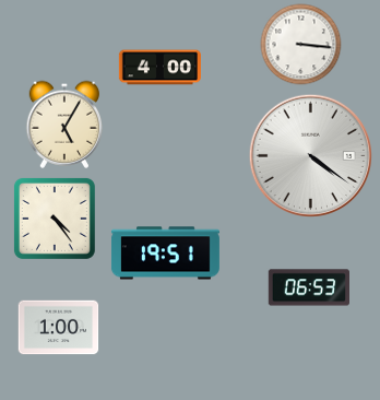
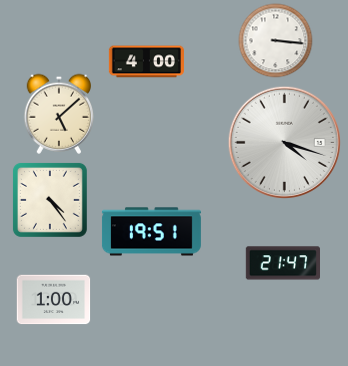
clock at (63, 125): 5:05 -> 5:08
clock at (310, 155): 4:21 -> 4:18
clock at (308, 287): 06:53 -> 21:47
